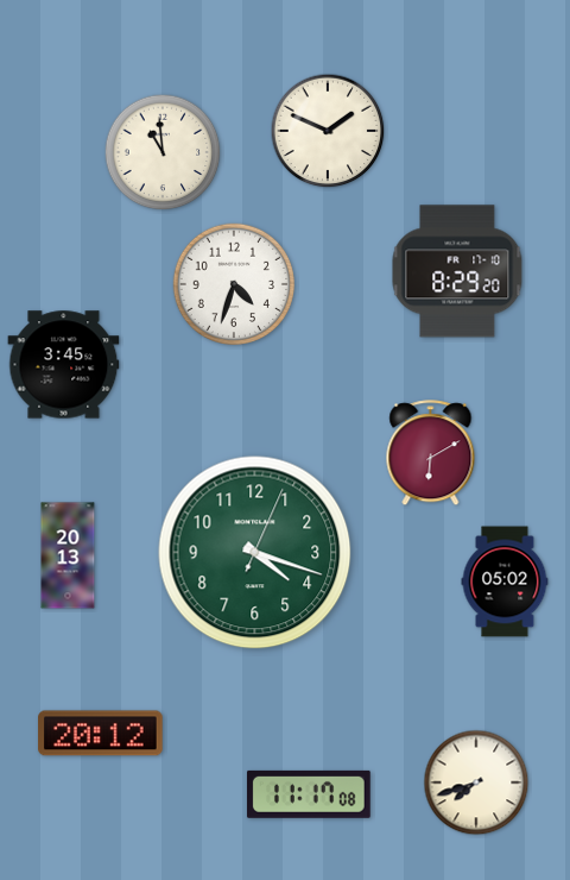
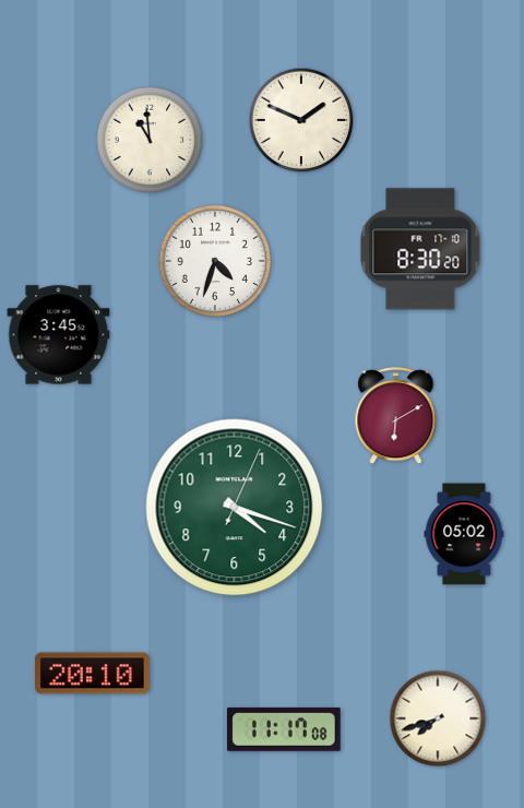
clock at (457, 271): 8:29 -> 8:30
clock at (68, 555): 20:13 -> none
clock at (101, 734): 20:12 -> 20:10
